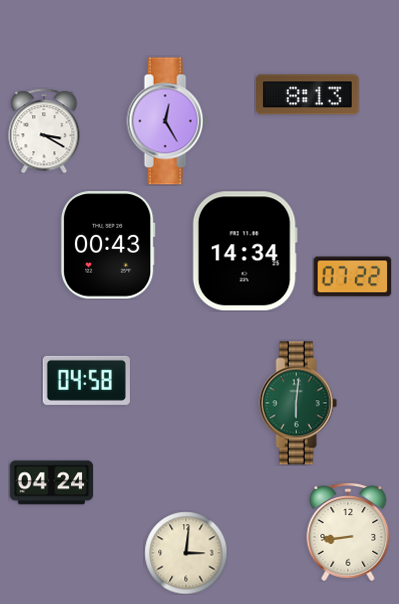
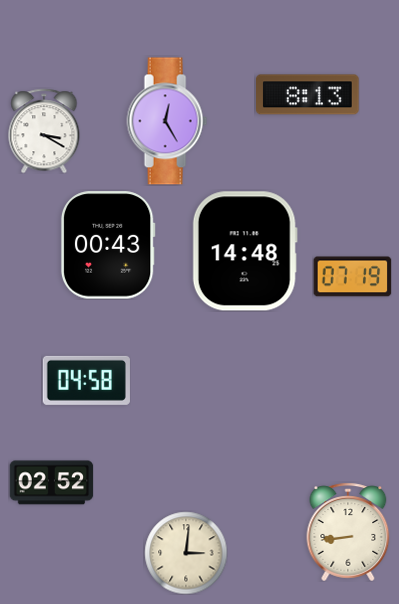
clock at (245, 251): 14:34 -> 14:48
clock at (352, 277): 07:22 -> 07:19
clock at (298, 403): 6:01 -> none
clock at (51, 483): 04:24 -> 02:52
